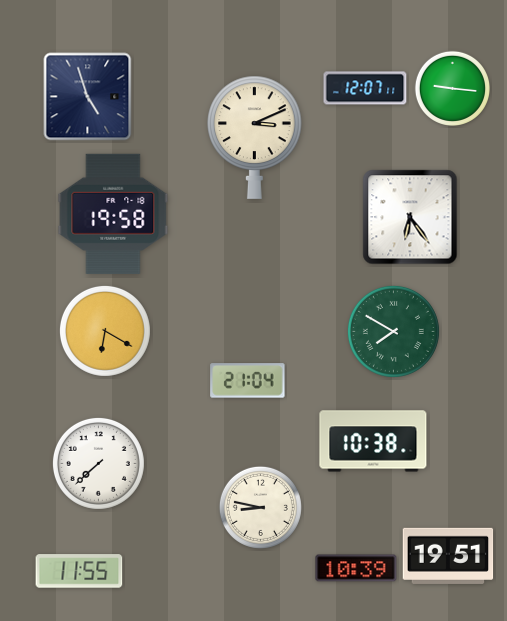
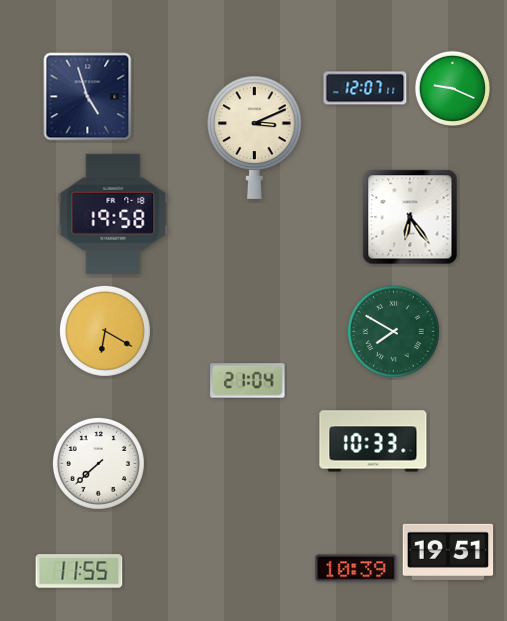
clock at (452, 88): 9:16 -> 9:19
clock at (373, 441): 10:38 -> 10:33
clock at (260, 507): 8:47 -> none
clock at (448, 556) position: (448, 556) -> (448, 552)
